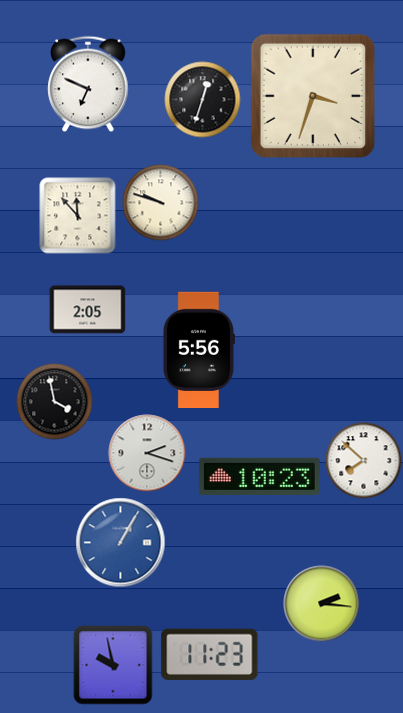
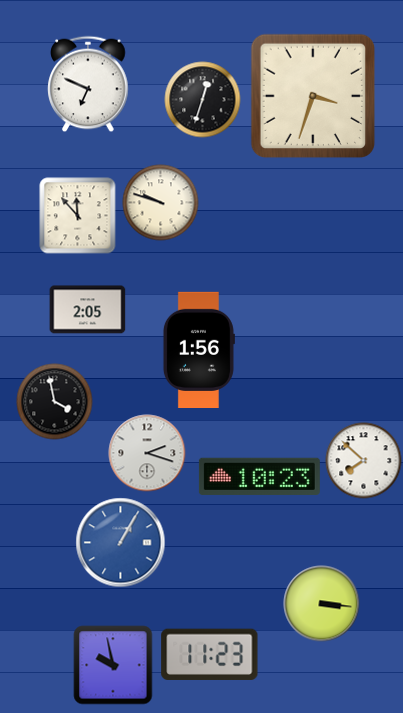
clock at (198, 349): 5:56 -> 1:56
clock at (322, 604): 2:16 -> 3:16
